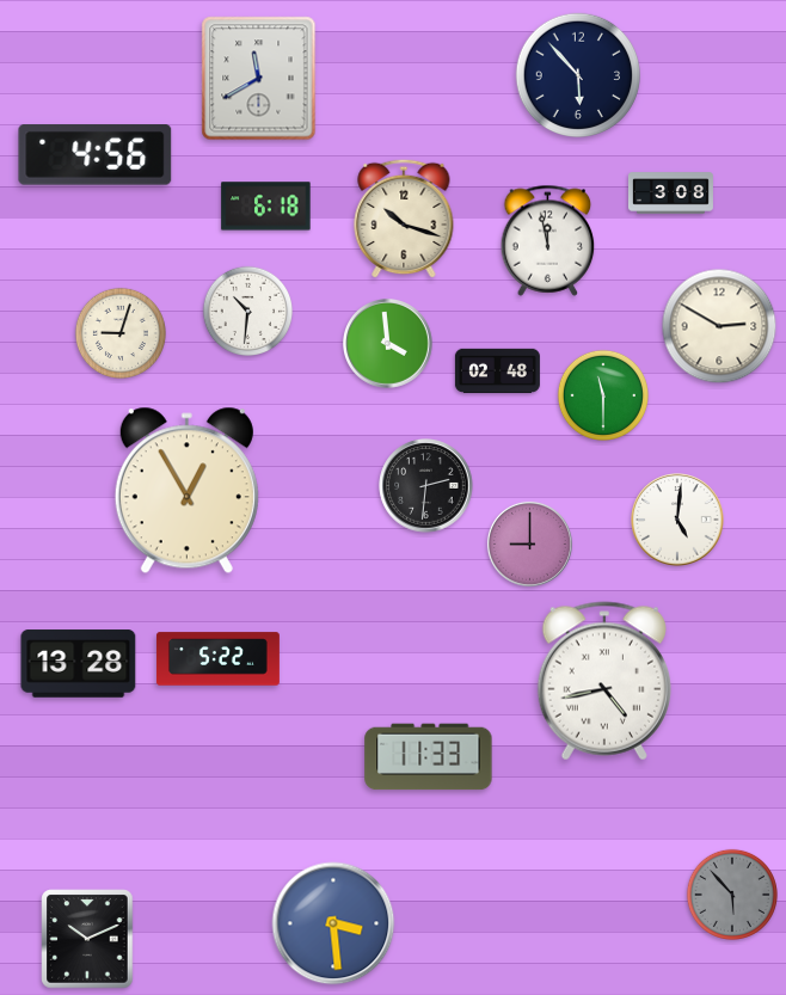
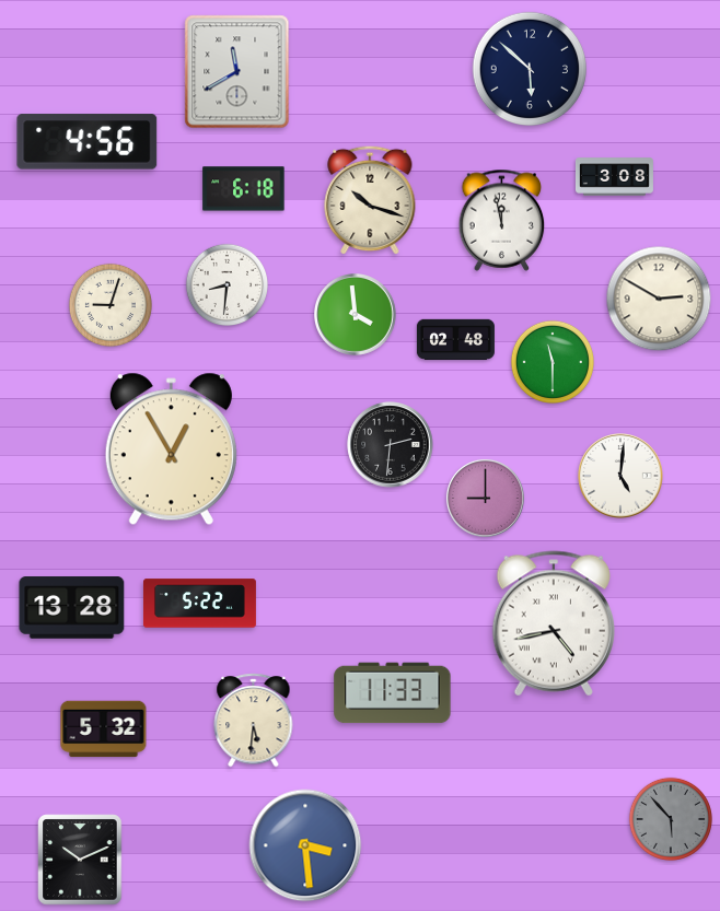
clock at (577, 74): 5:53 -> 5:52
clock at (247, 311): 10:31 -> 8:31
clock at (254, 721): none -> 5:31
clock at (104, 729): none -> 5:32
